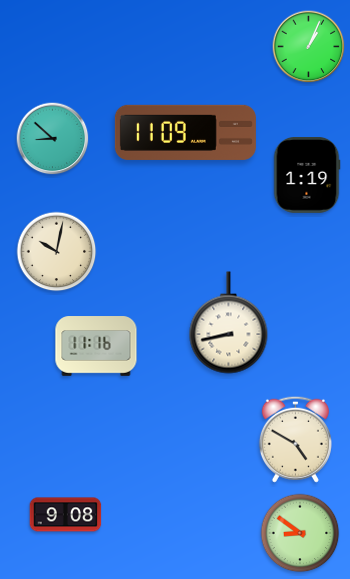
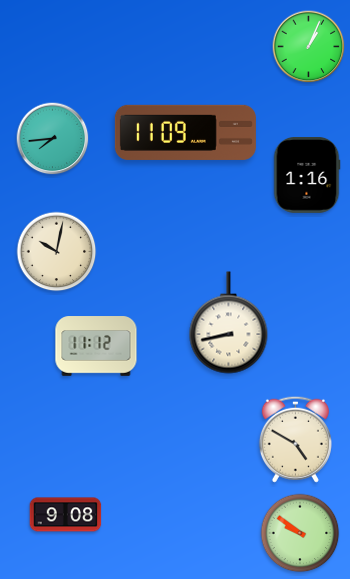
clock at (53, 139): 8:52 -> 7:44
clock at (307, 176): 1:19 -> 1:16
clock at (96, 346): 11:16 -> 11:12
clock at (300, 533): 8:51 -> 9:51
